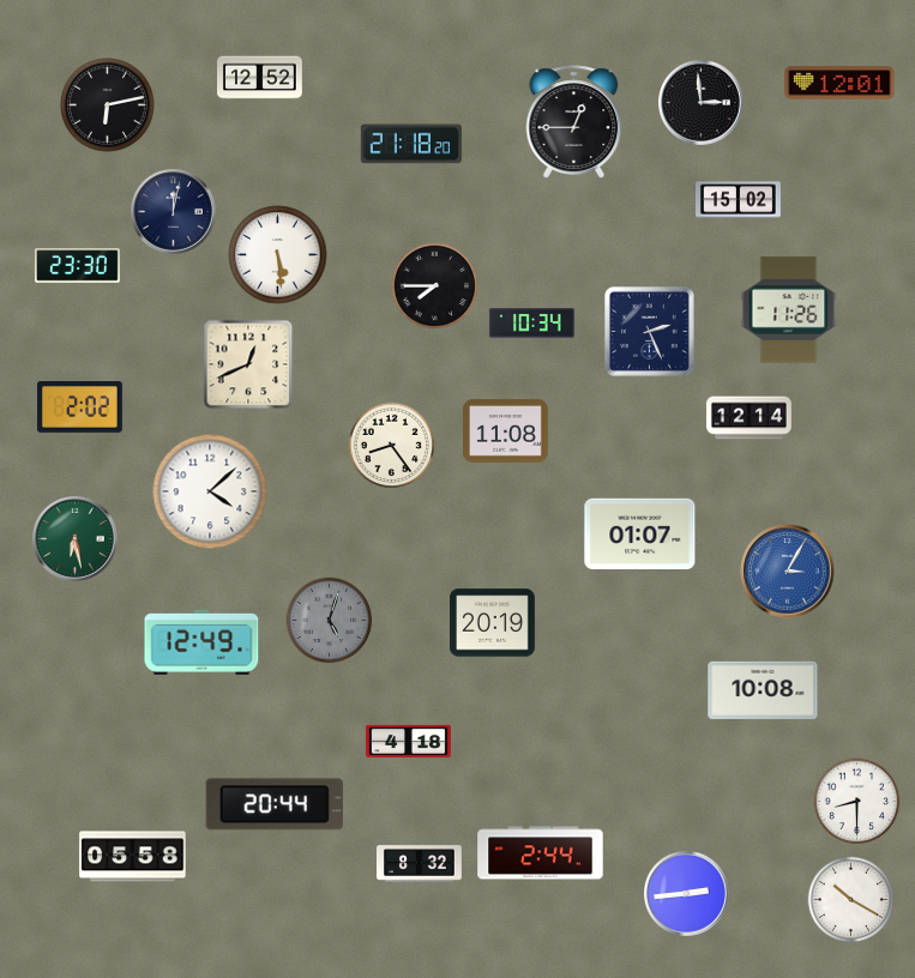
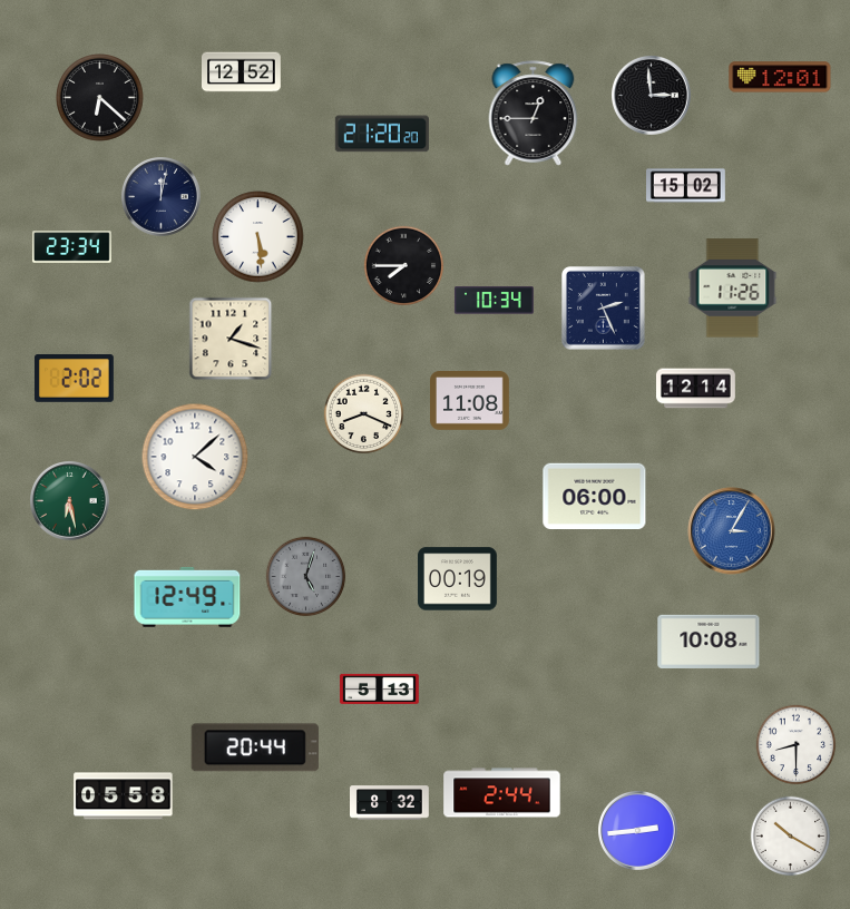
clock at (108, 105): 6:13 -> 6:22
clock at (411, 144): 21:18 -> 21:20
clock at (77, 266): 23:30 -> 23:34
clock at (248, 364): 12:41 -> 1:18
clock at (392, 446): 8:24 -> 8:19
clock at (640, 533): 01:07 -> 06:00
clock at (493, 623): 20:19 -> 00:19
clock at (409, 741): 4:18 -> 5:13
